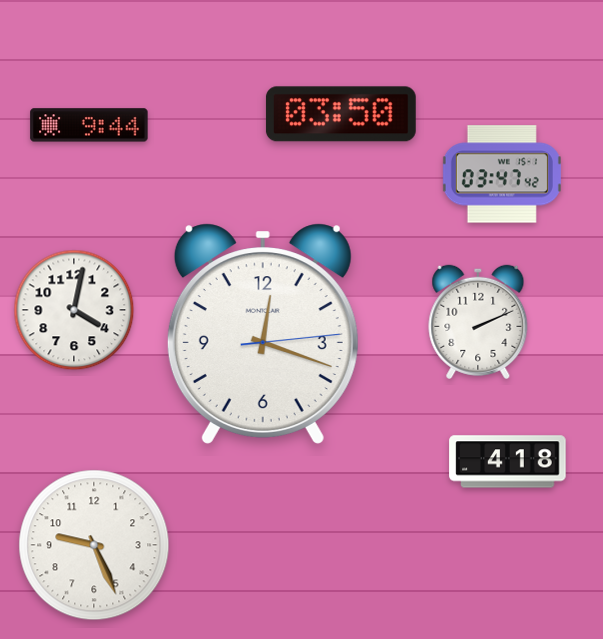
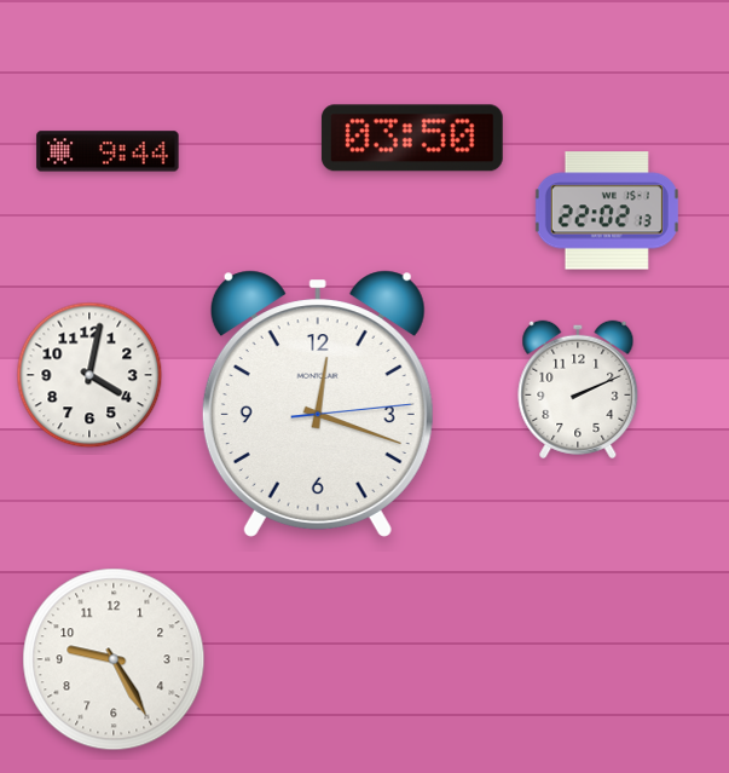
clock at (502, 174): 03:47 -> 22:02
clock at (508, 462): 4:18 -> none
clock at (94, 545): 9:26 -> 9:25
